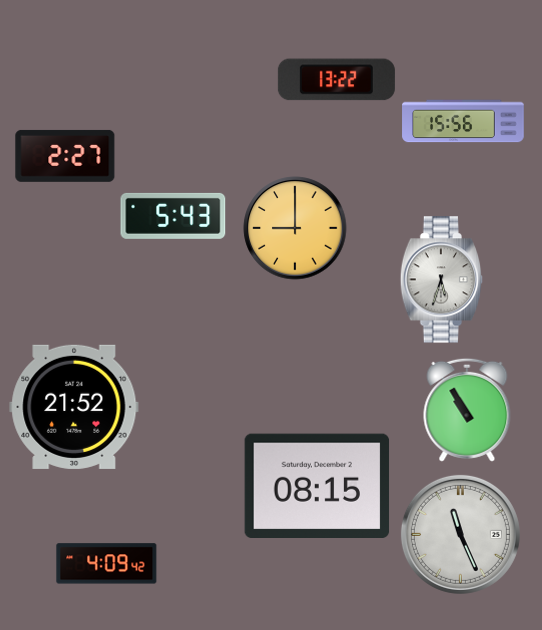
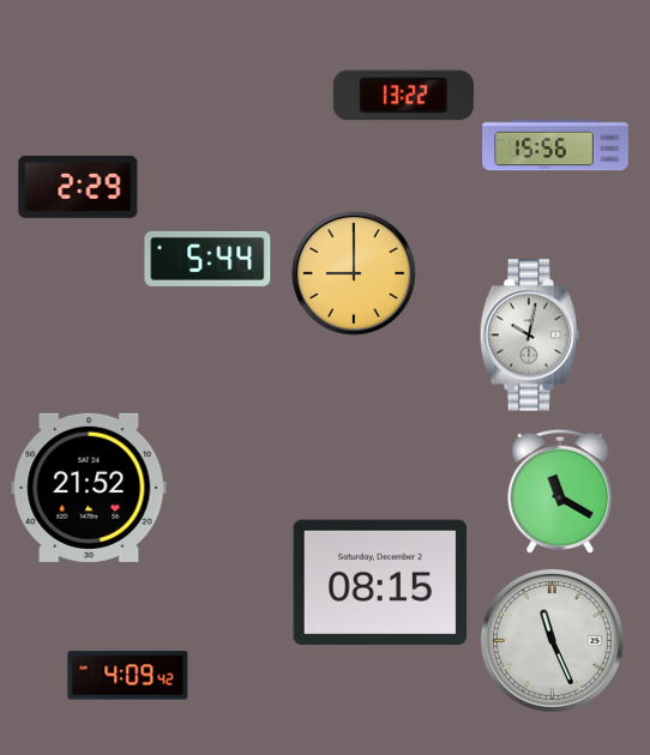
clock at (65, 156): 2:27 -> 2:29
clock at (173, 216): 5:43 -> 5:44
clock at (442, 280): 5:33 -> 10:02
clock at (467, 410): 10:55 -> 11:20
